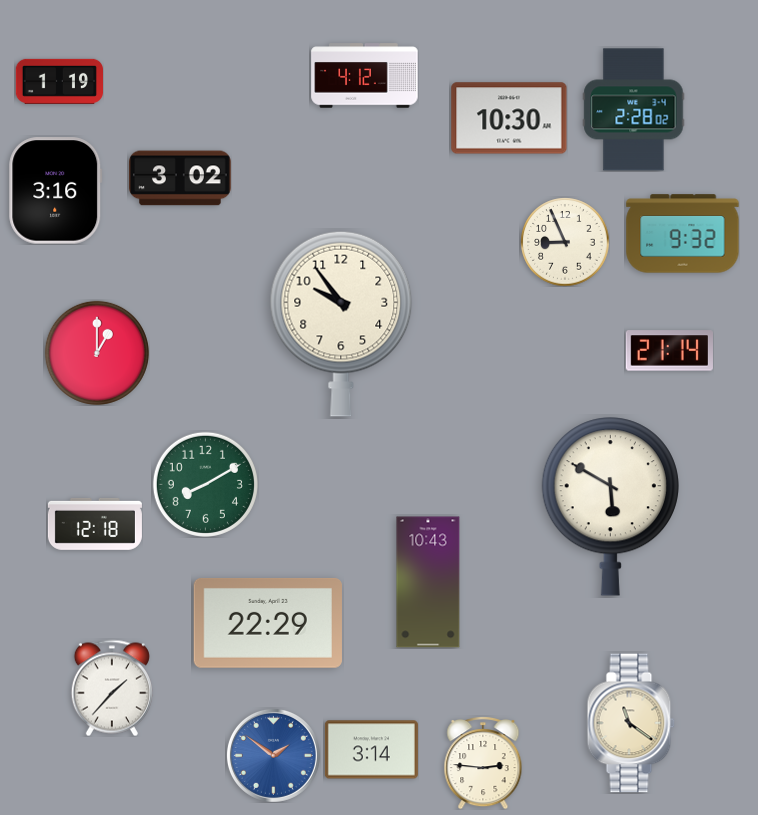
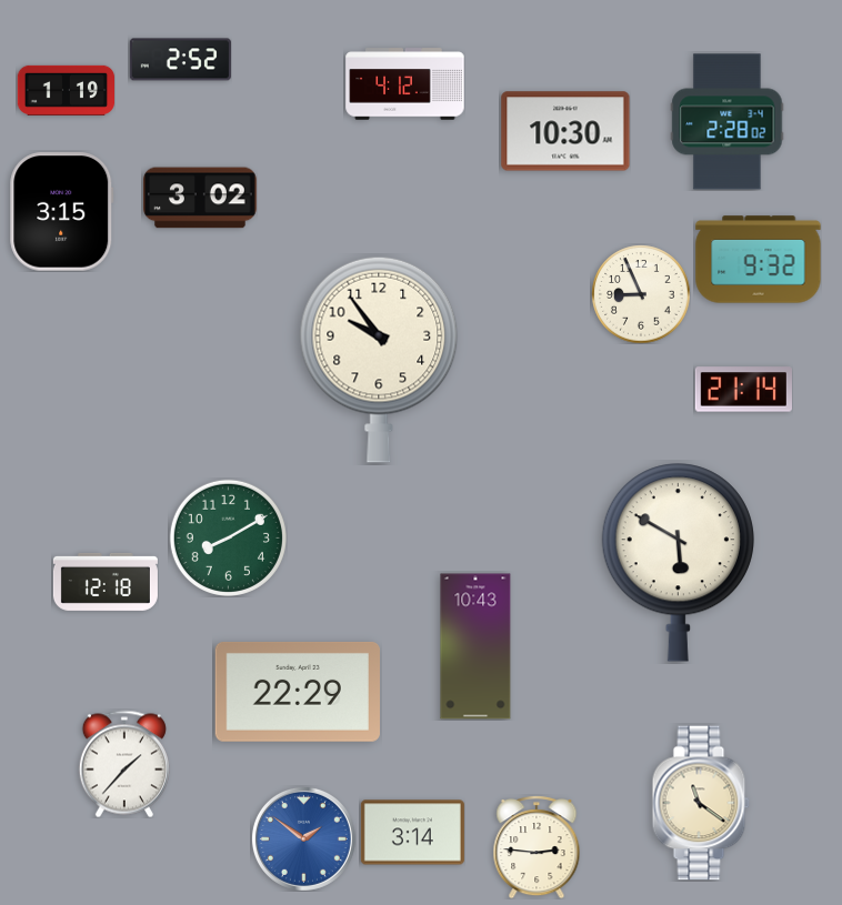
clock at (180, 60): none -> 2:52
clock at (634, 110) position: (634, 110) -> (728, 122)
clock at (56, 191): 3:16 -> 3:15
clock at (565, 242) position: (565, 242) -> (641, 294)
clock at (97, 353): 1:00 -> none
